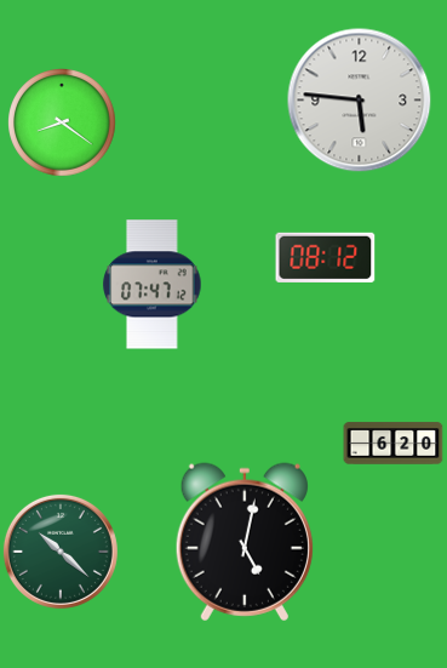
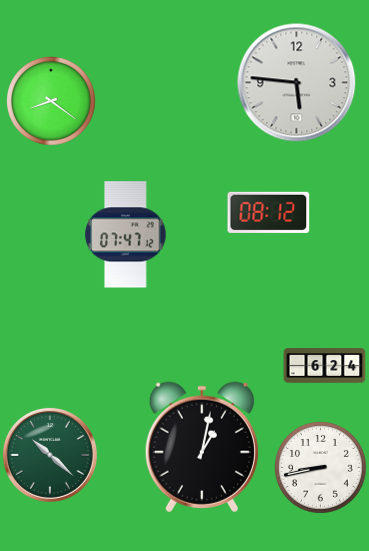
clock at (394, 444): 6:20 -> 6:24
clock at (245, 542): 5:02 -> 1:02
clock at (321, 468): none -> 8:43
